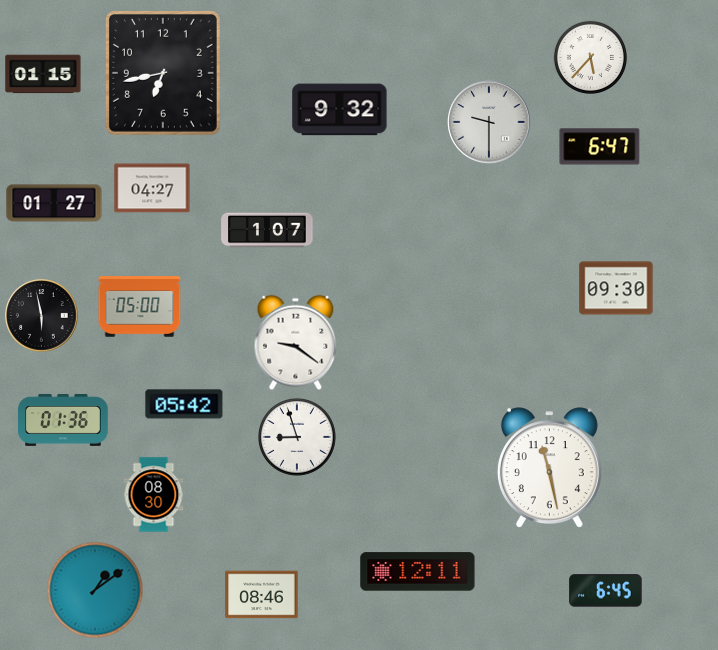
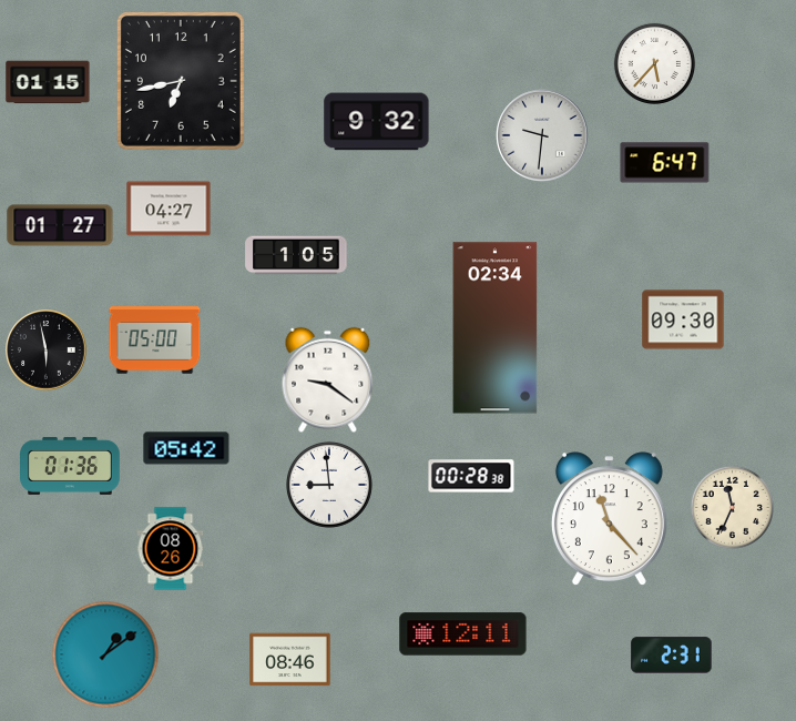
clock at (489, 122): 9:30 -> 9:31
clock at (267, 230): 1:07 -> 1:05
clock at (496, 328): none -> 02:34
clock at (184, 404) position: (184, 404) -> (186, 448)
clock at (471, 476): none -> 00:28
clock at (297, 437): 8:57 -> 8:59
clock at (732, 507): none -> 11:34
clock at (549, 468): 11:28 -> 11:23
clock at (154, 495): 08:30 -> 08:26
clock at (606, 591): 6:45 -> 2:31
